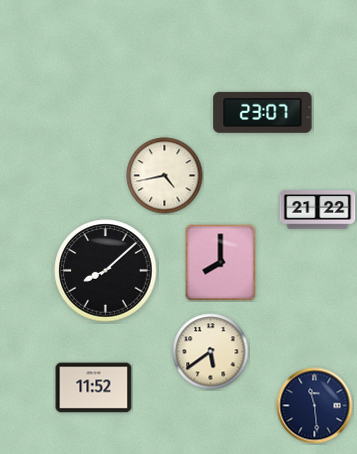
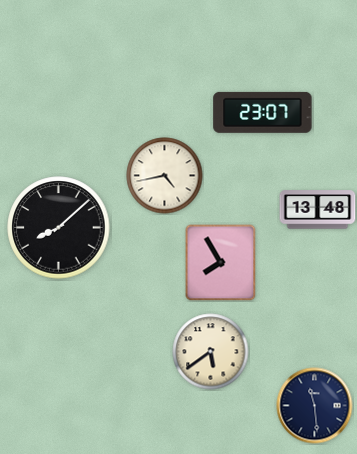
clock at (318, 210): 21:22 -> 13:48
clock at (221, 262): 8:00 -> 7:55
clock at (106, 271) position: (106, 271) -> (59, 228)
clock at (94, 388): 11:52 -> none
